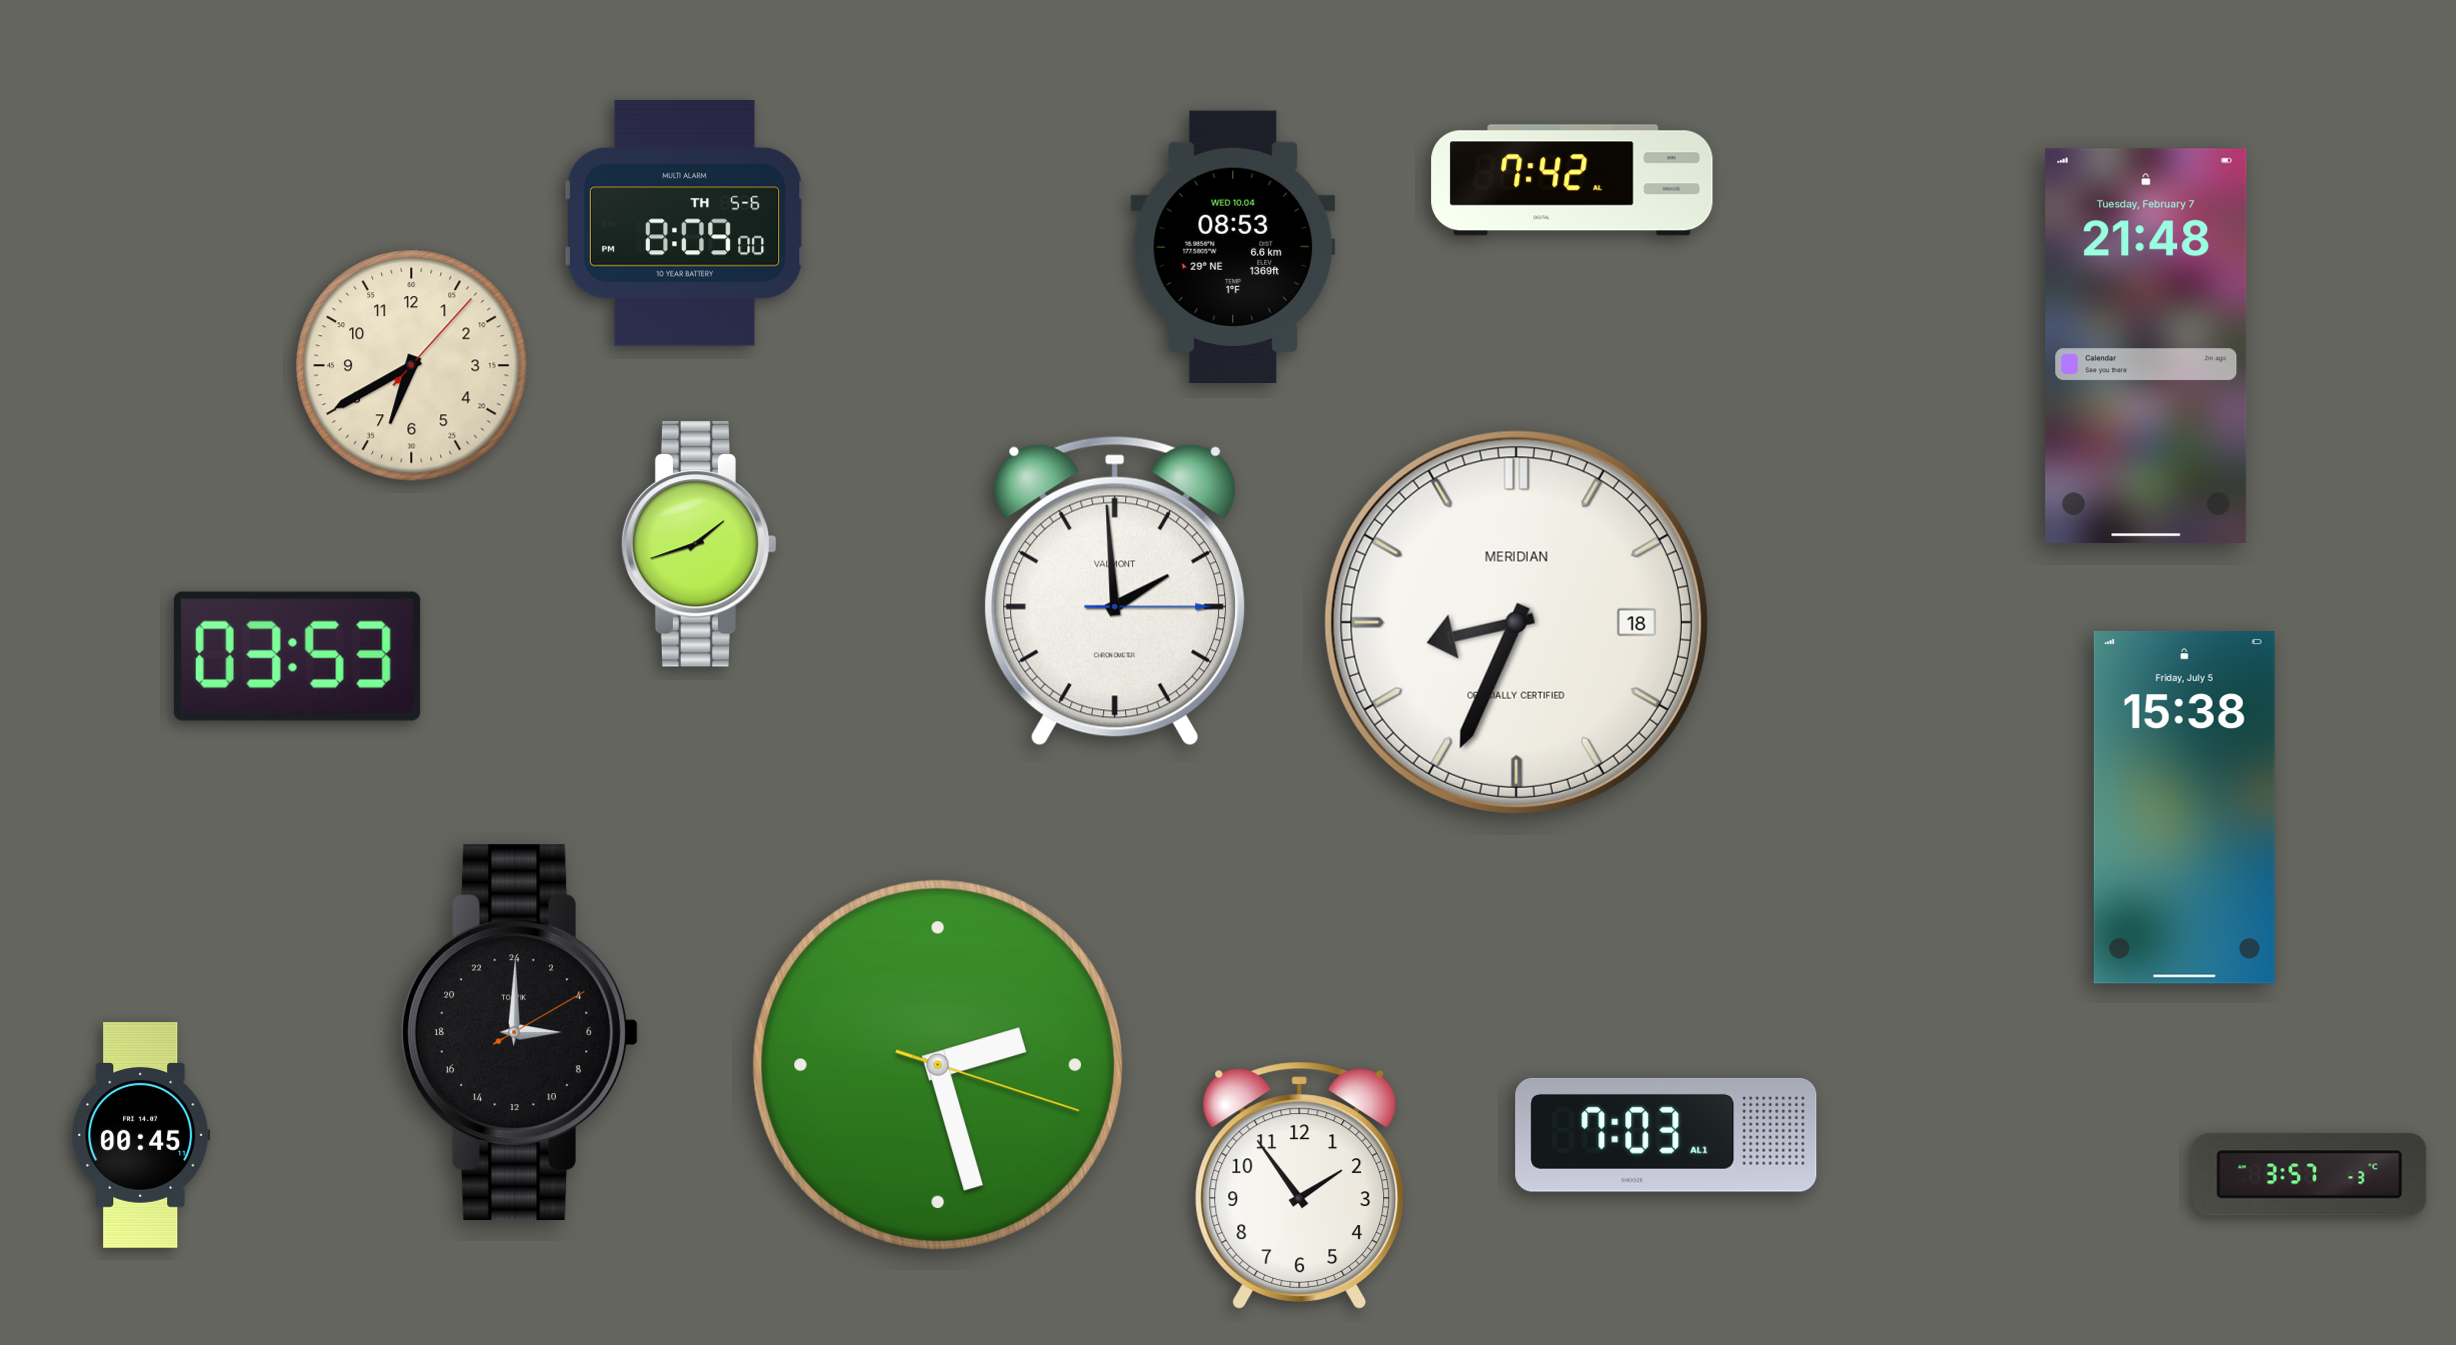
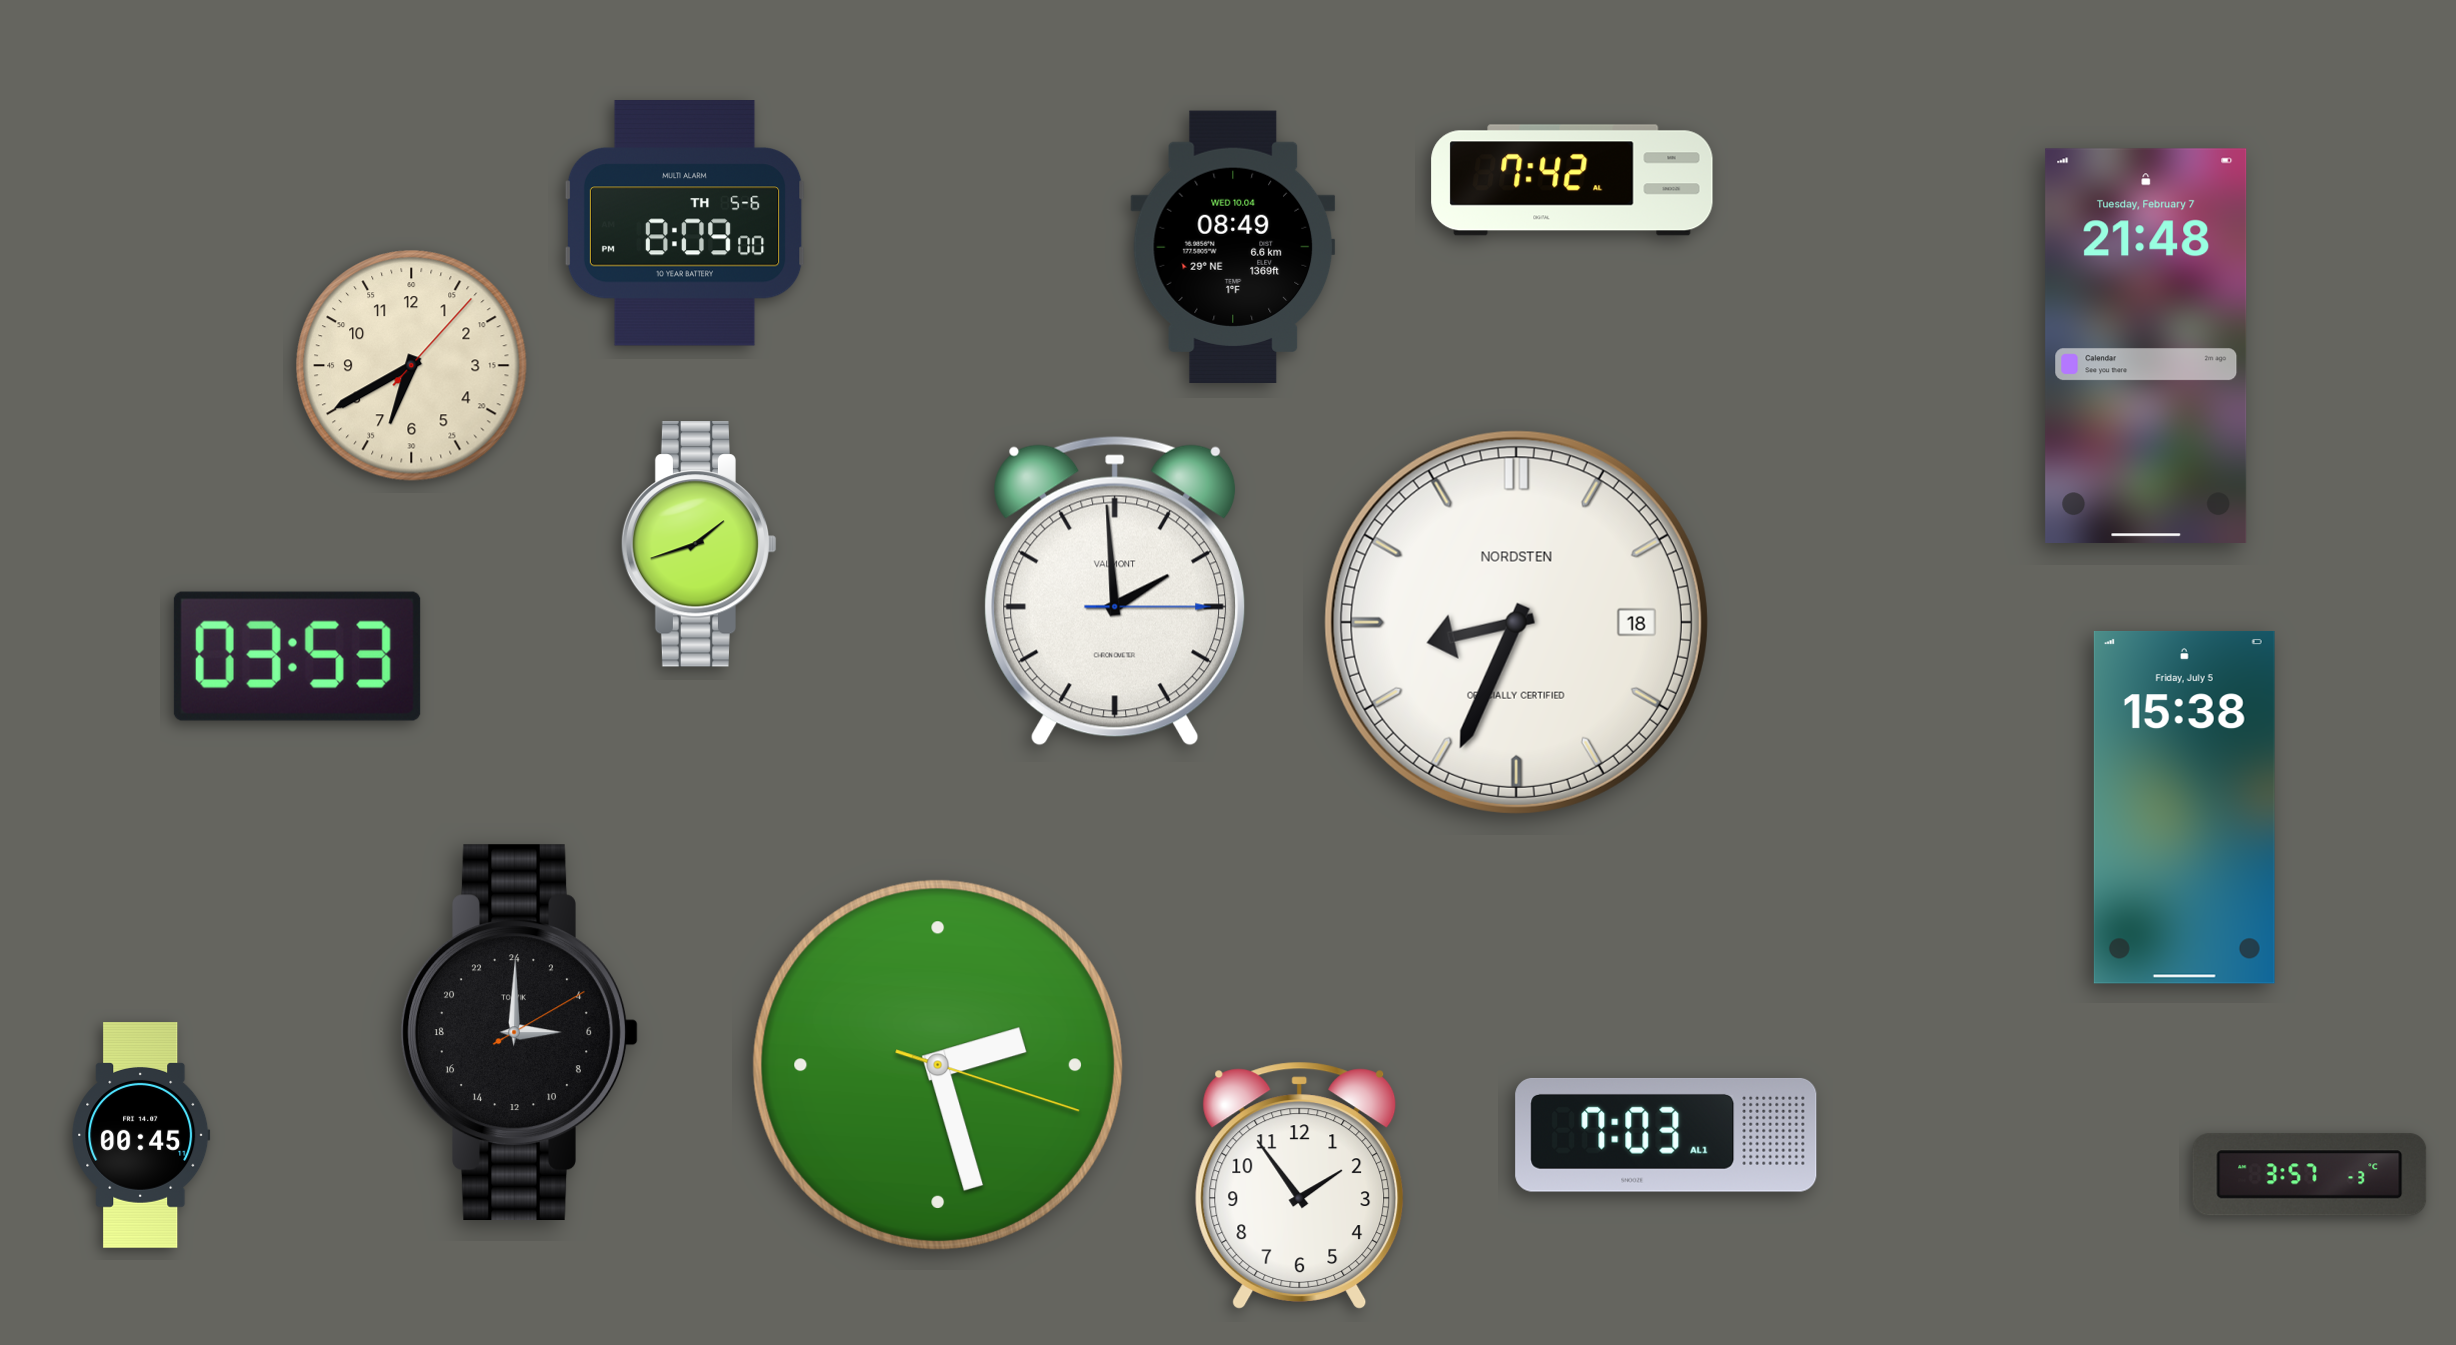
clock at (1233, 246): 08:53 -> 08:49
clock at (1516, 622) brand: MERIDIAN -> NORDSTEN
